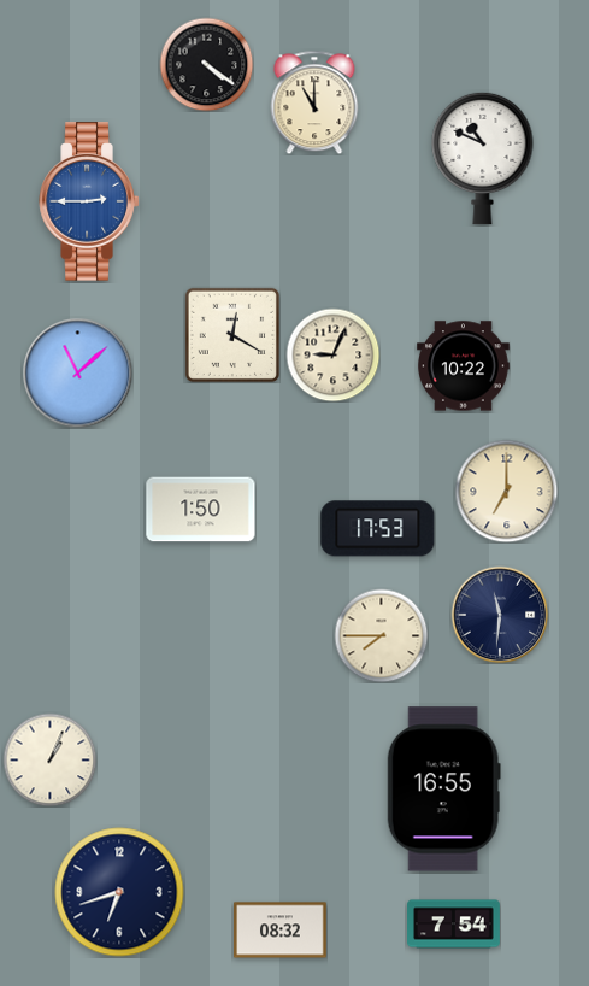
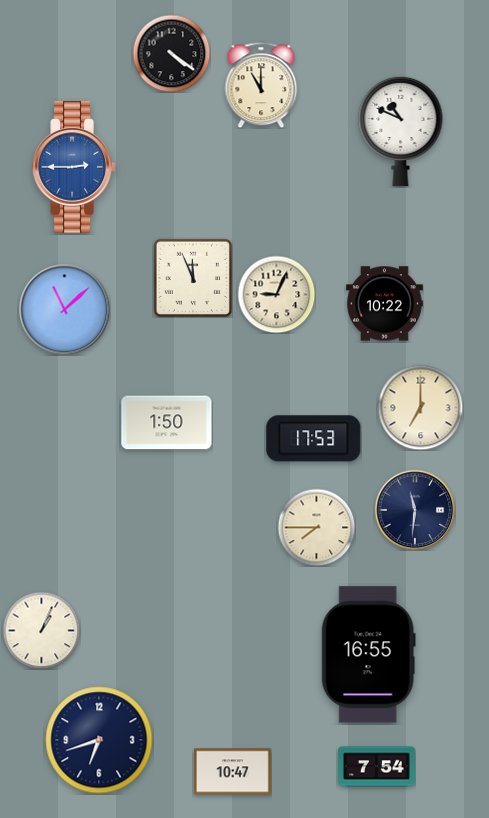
clock at (231, 334): 12:20 -> 11:56
clock at (281, 931): 08:32 -> 10:47
